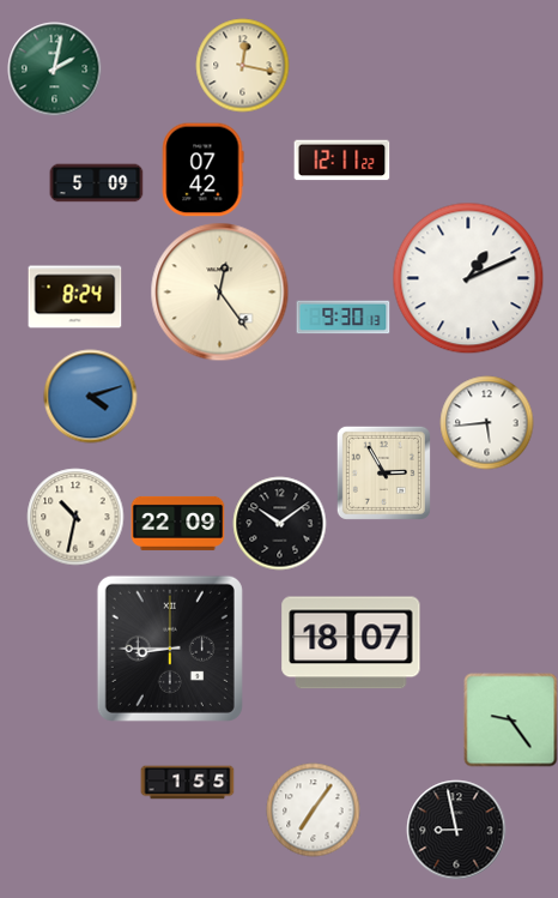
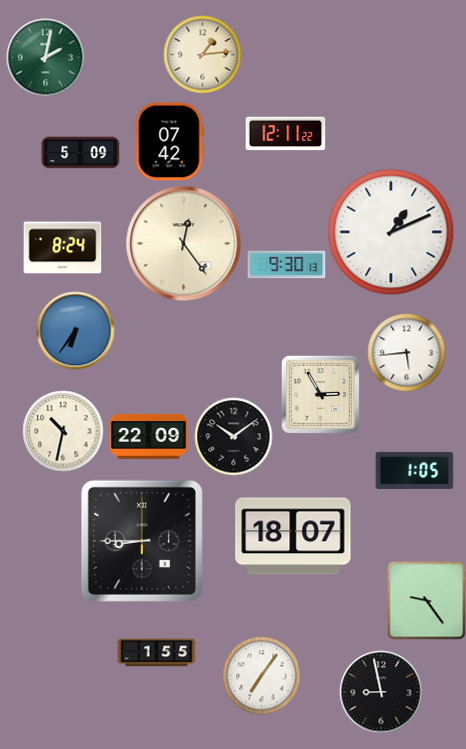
clock at (242, 65): 12:17 -> 1:14
clock at (90, 396): 4:12 -> 6:36
clock at (414, 470): none -> 1:05
